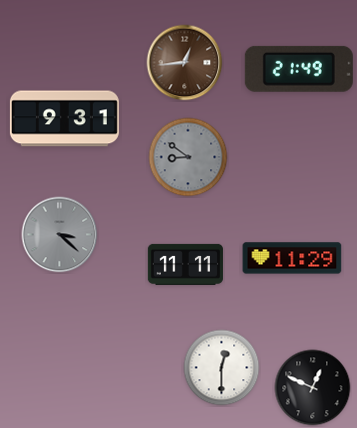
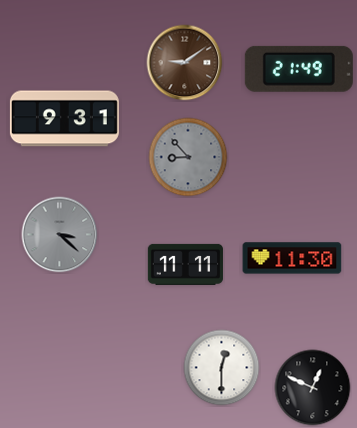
clock at (185, 63): 12:44 -> 9:09
clock at (188, 157): 8:51 -> 8:53
clock at (292, 258): 11:29 -> 11:30
